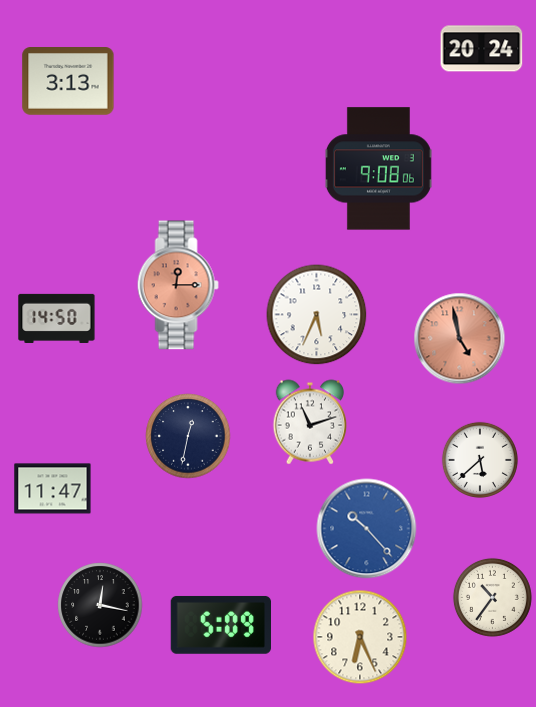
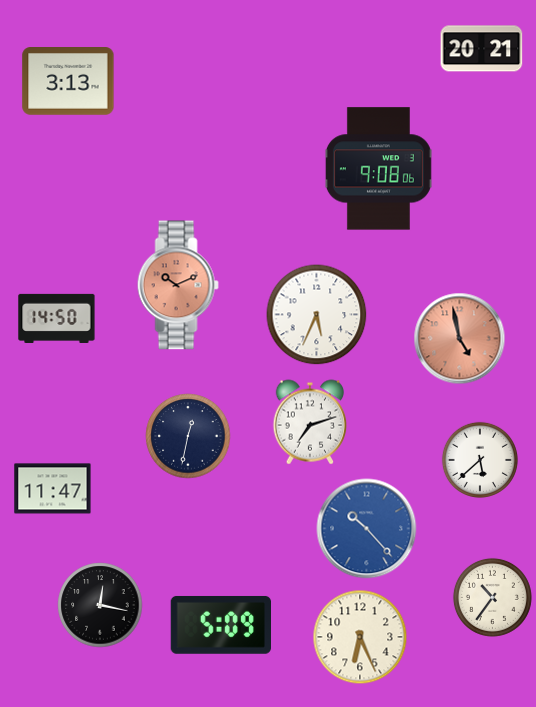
clock at (482, 49): 20:24 -> 20:21
clock at (178, 285): 12:15 -> 10:11
clock at (310, 422): 11:12 -> 7:12
